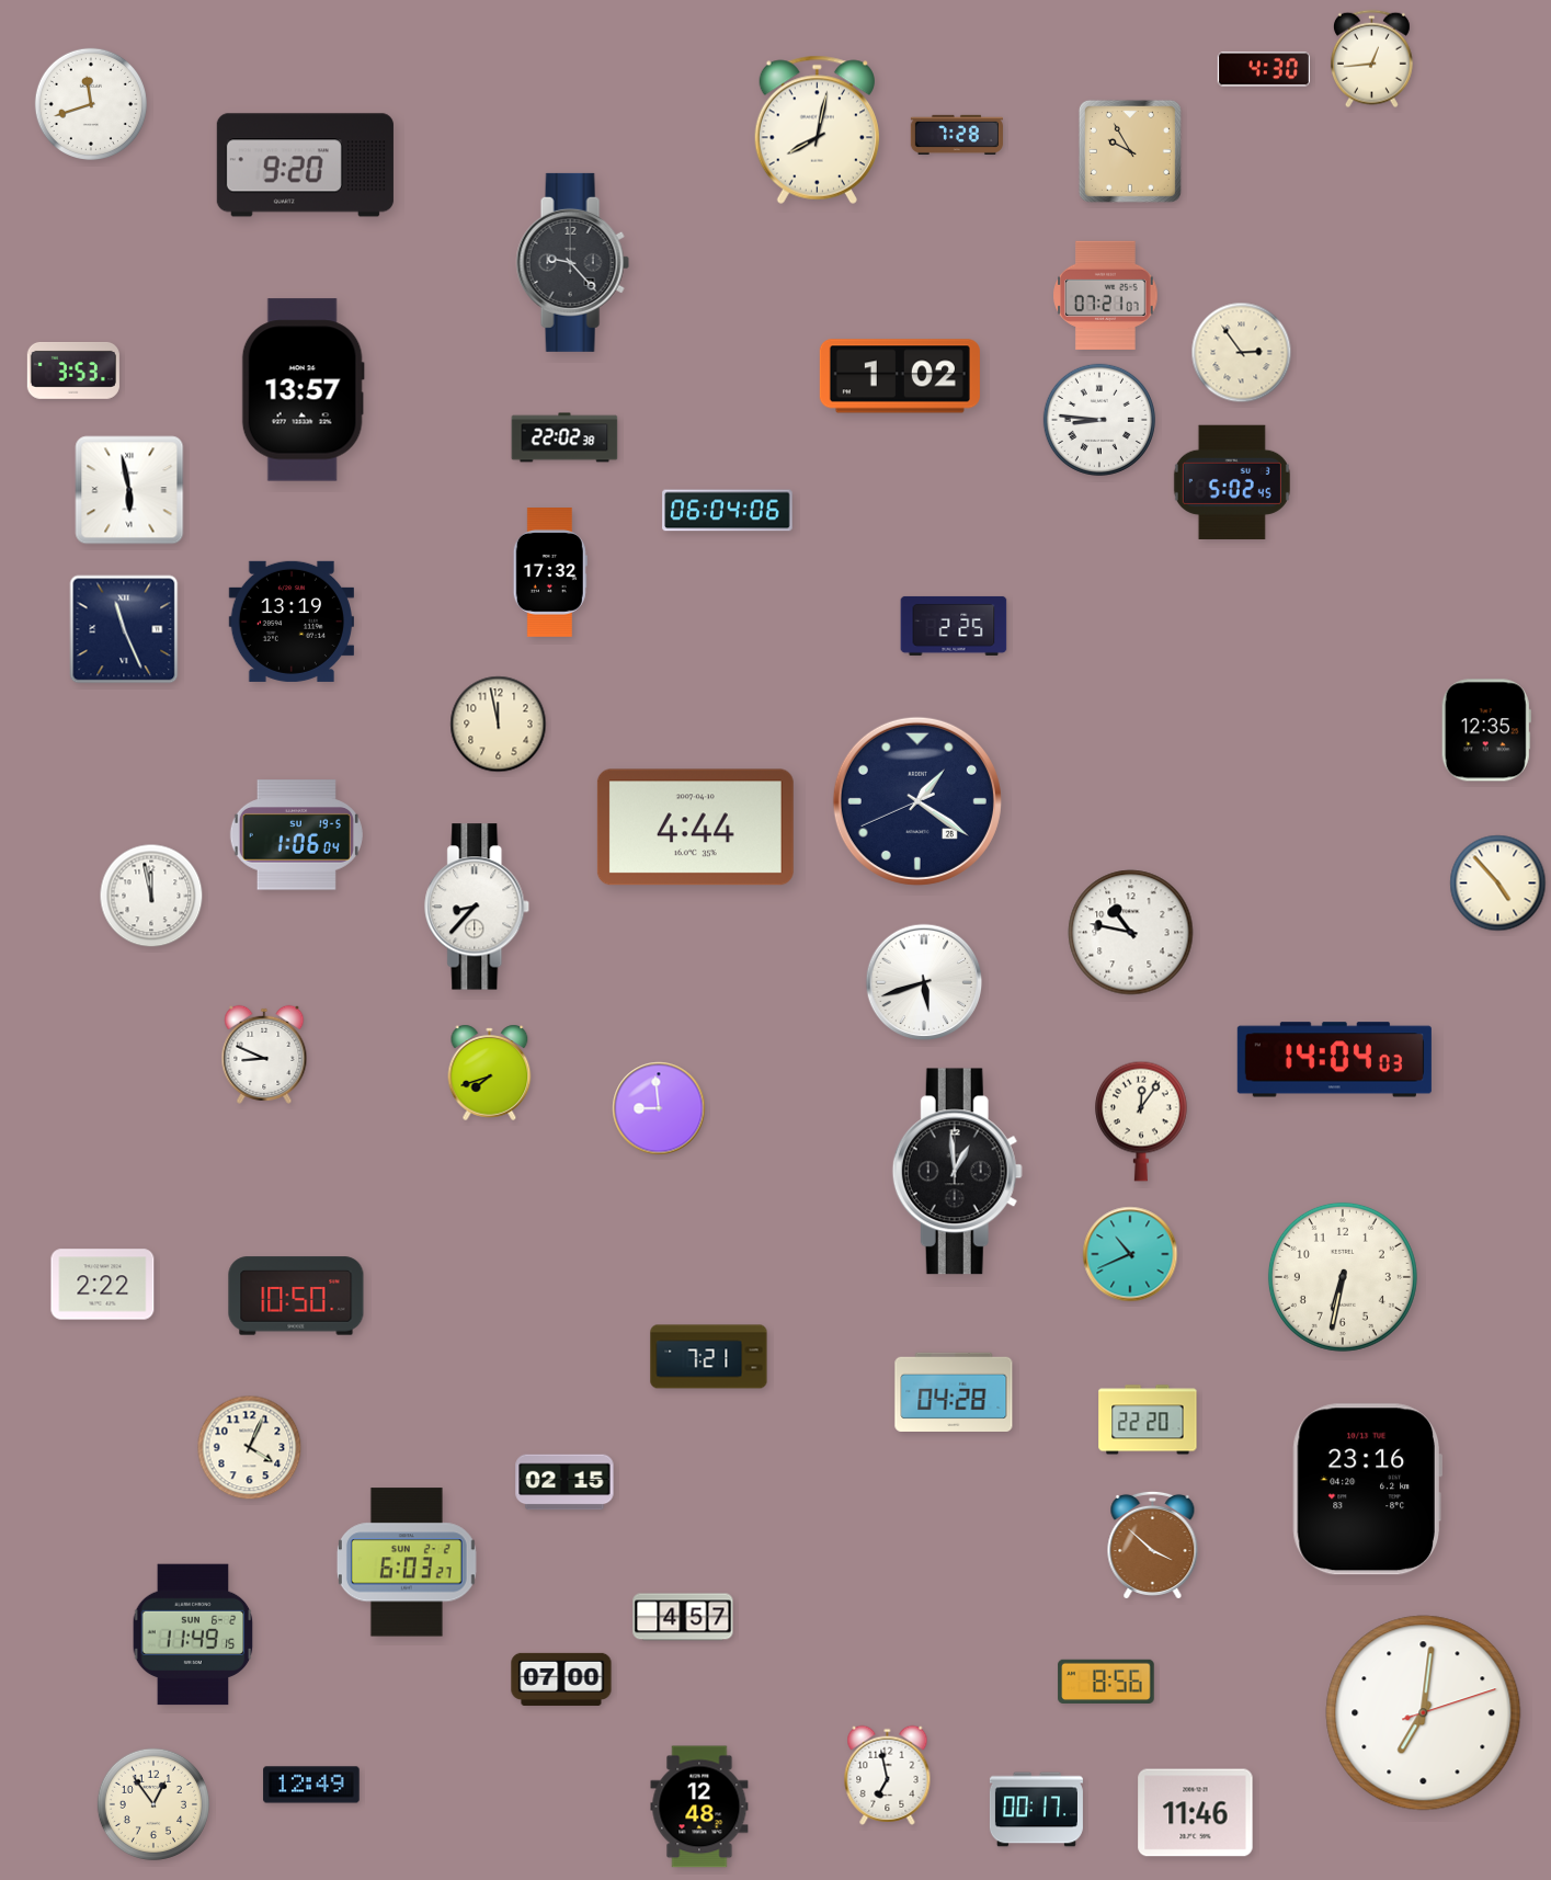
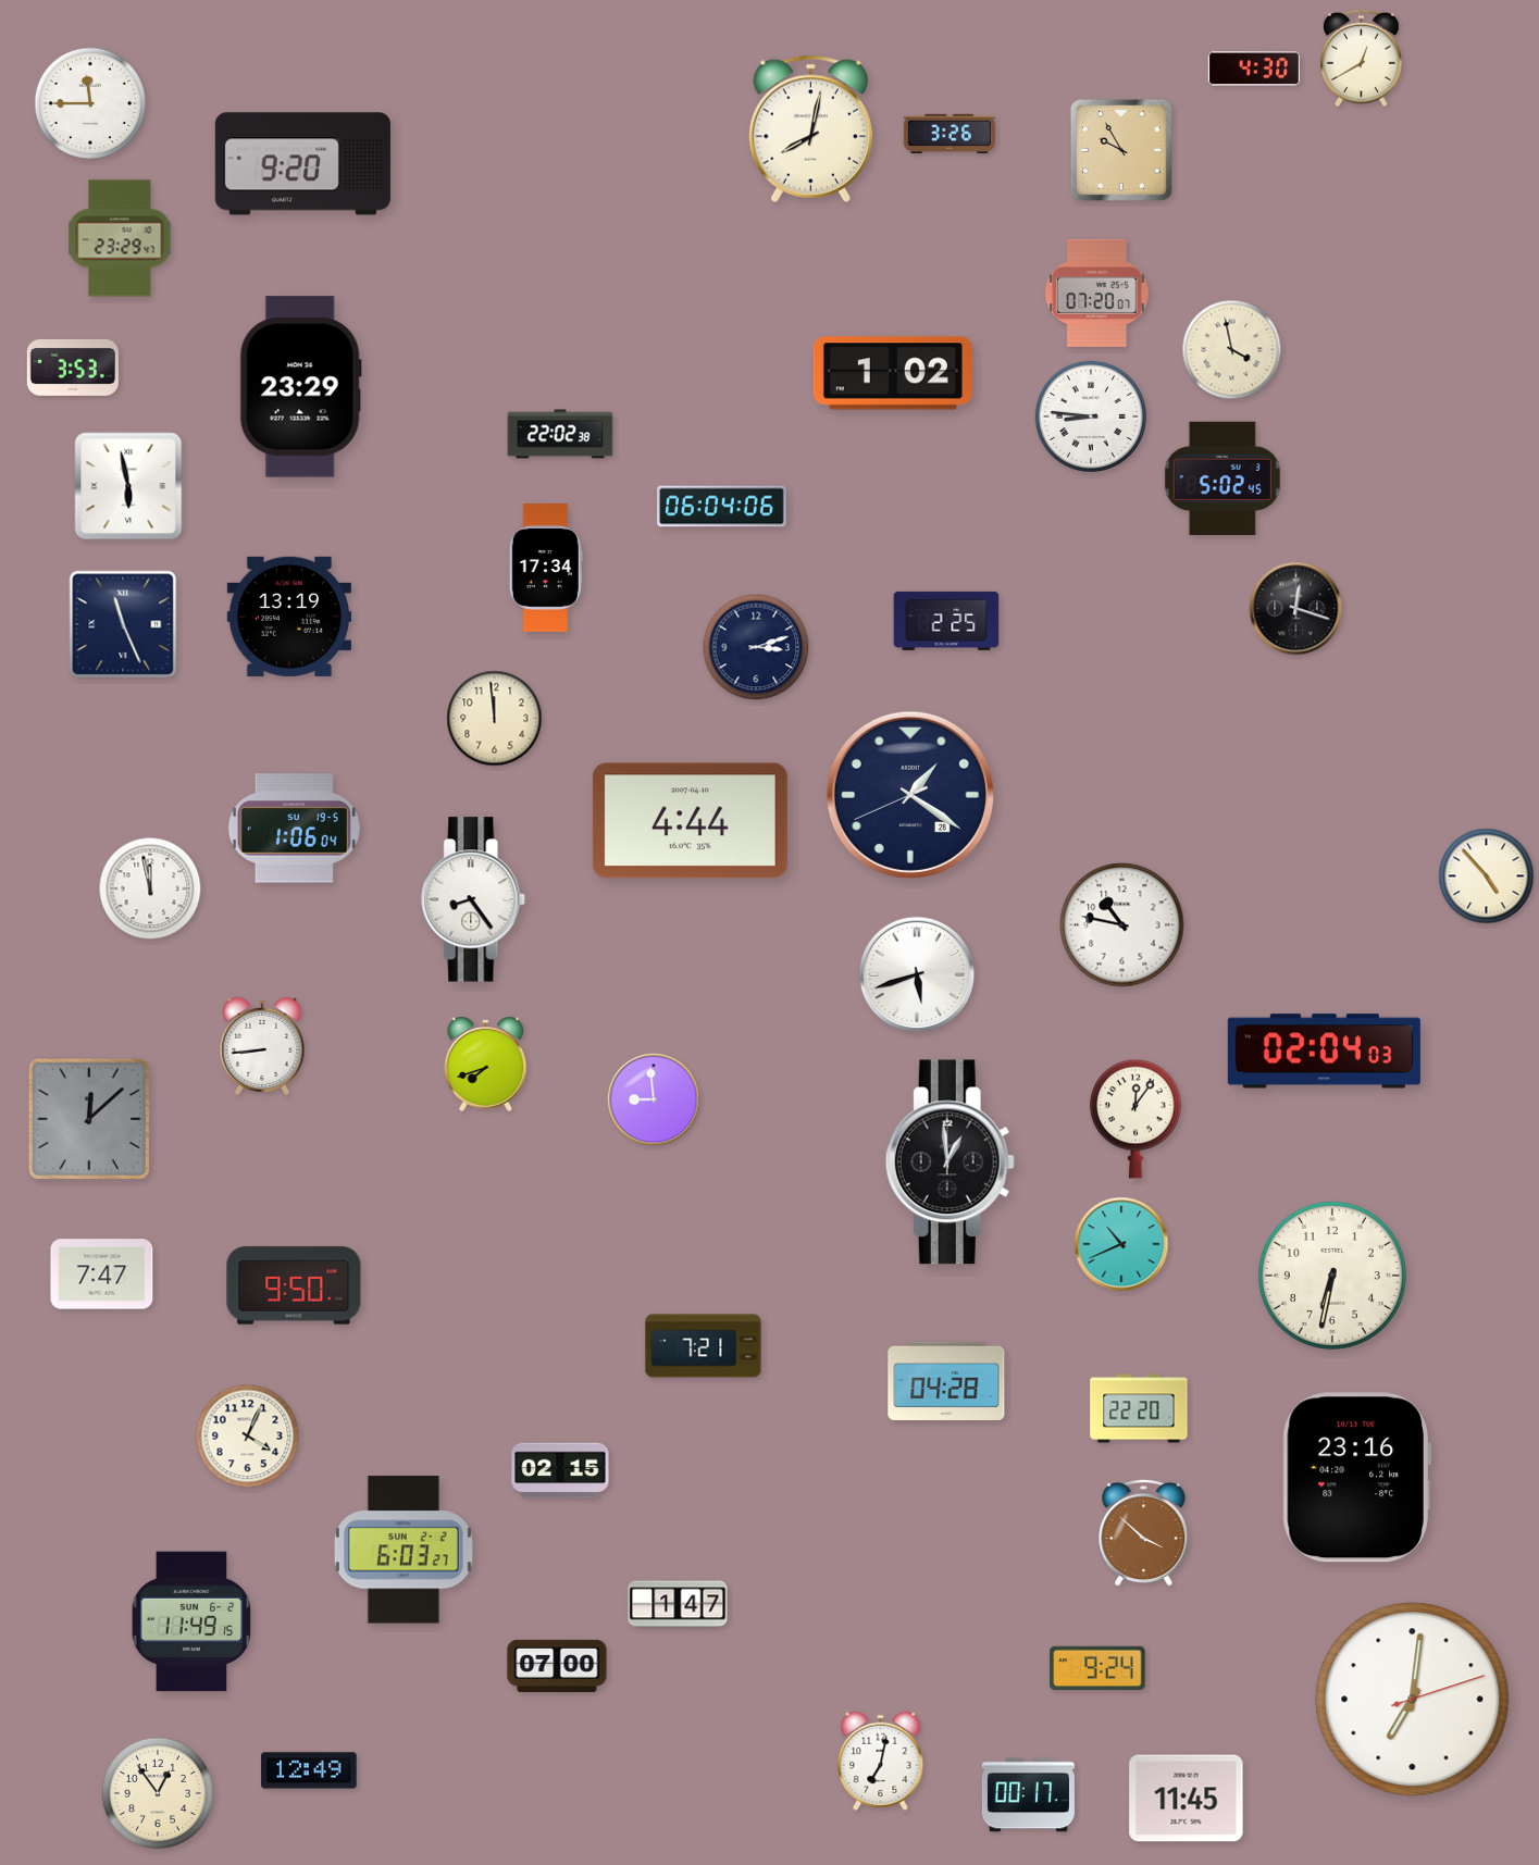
clock at (1371, 59): 12:44 -> 12:40
clock at (91, 104): 11:42 -> 11:45
clock at (957, 135): 7:28 -> 3:26
clock at (120, 238): none -> 23:29
clock at (572, 262): 9:23 -> none
clock at (1106, 295): 07:21 -> 07:20
clock at (1242, 353): 2:54 -> 3:58
clock at (303, 390): 13:57 -> 23:29
clock at (550, 573): 17:32 -> 17:34
clock at (1296, 609): none -> 12:18
clock at (756, 647): none -> 3:12
clock at (499, 725): 11:58 -> 11:59
clock at (1486, 730): 12:35 -> none
clock at (478, 907): 8:37 -> 8:24
clock at (264, 1055): 8:49 -> 8:44
clock at (1334, 1060): 14:04 -> 02:04
clock at (1142, 1121) position: (1142, 1121) -> (1137, 1119)
clock at (88, 1118): none -> 12:08
clock at (1343, 1277) position: (1343, 1277) -> (1332, 1276)
clock at (103, 1285): 2:22 -> 7:47
clock at (296, 1296): 10:50 -> 9:50
clock at (683, 1617): 4:57 -> 1:47
clock at (1106, 1680): 8:56 -> 9:24
clock at (888, 1775): 6:58 -> 7:02
clock at (153, 1804) position: (153, 1804) -> (158, 1793)
clock at (699, 1807): 12:48 -> none
clock at (1196, 1813): 11:46 -> 11:45
